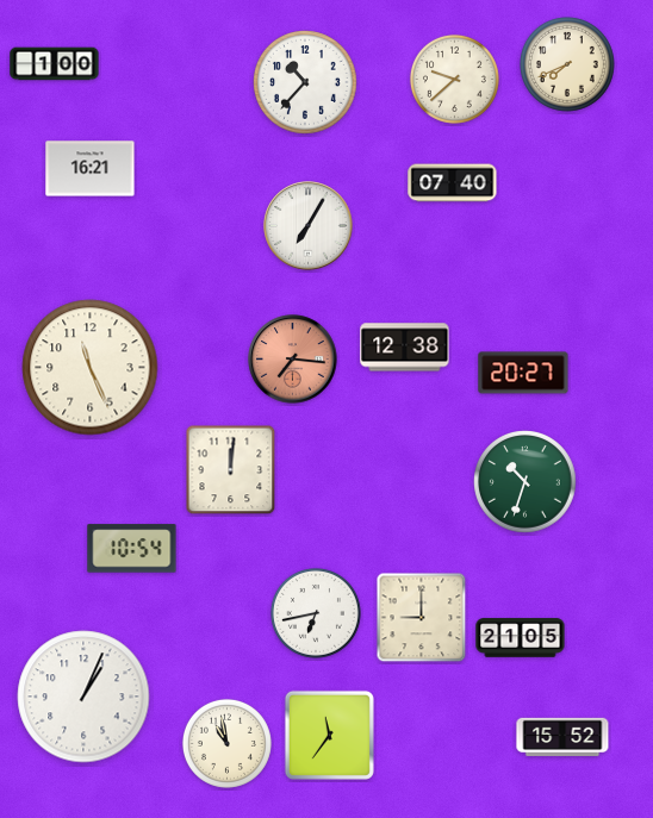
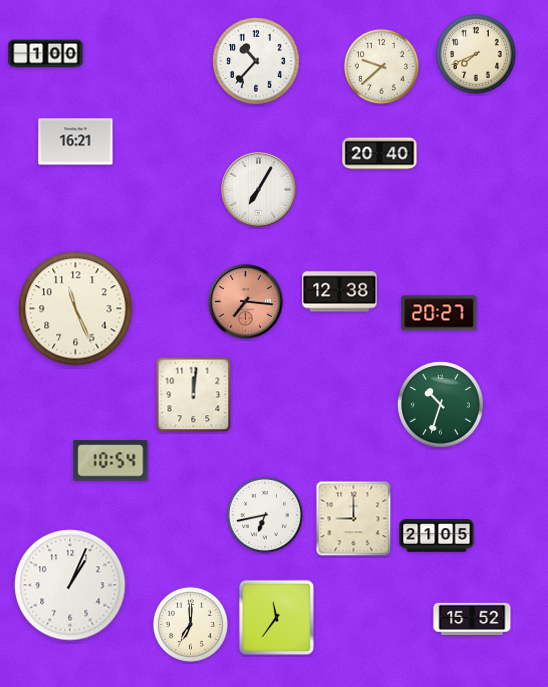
clock at (305, 82) position: (305, 82) -> (256, 61)
clock at (453, 183): 07:40 -> 20:40
clock at (226, 743): 10:58 -> 7:00
